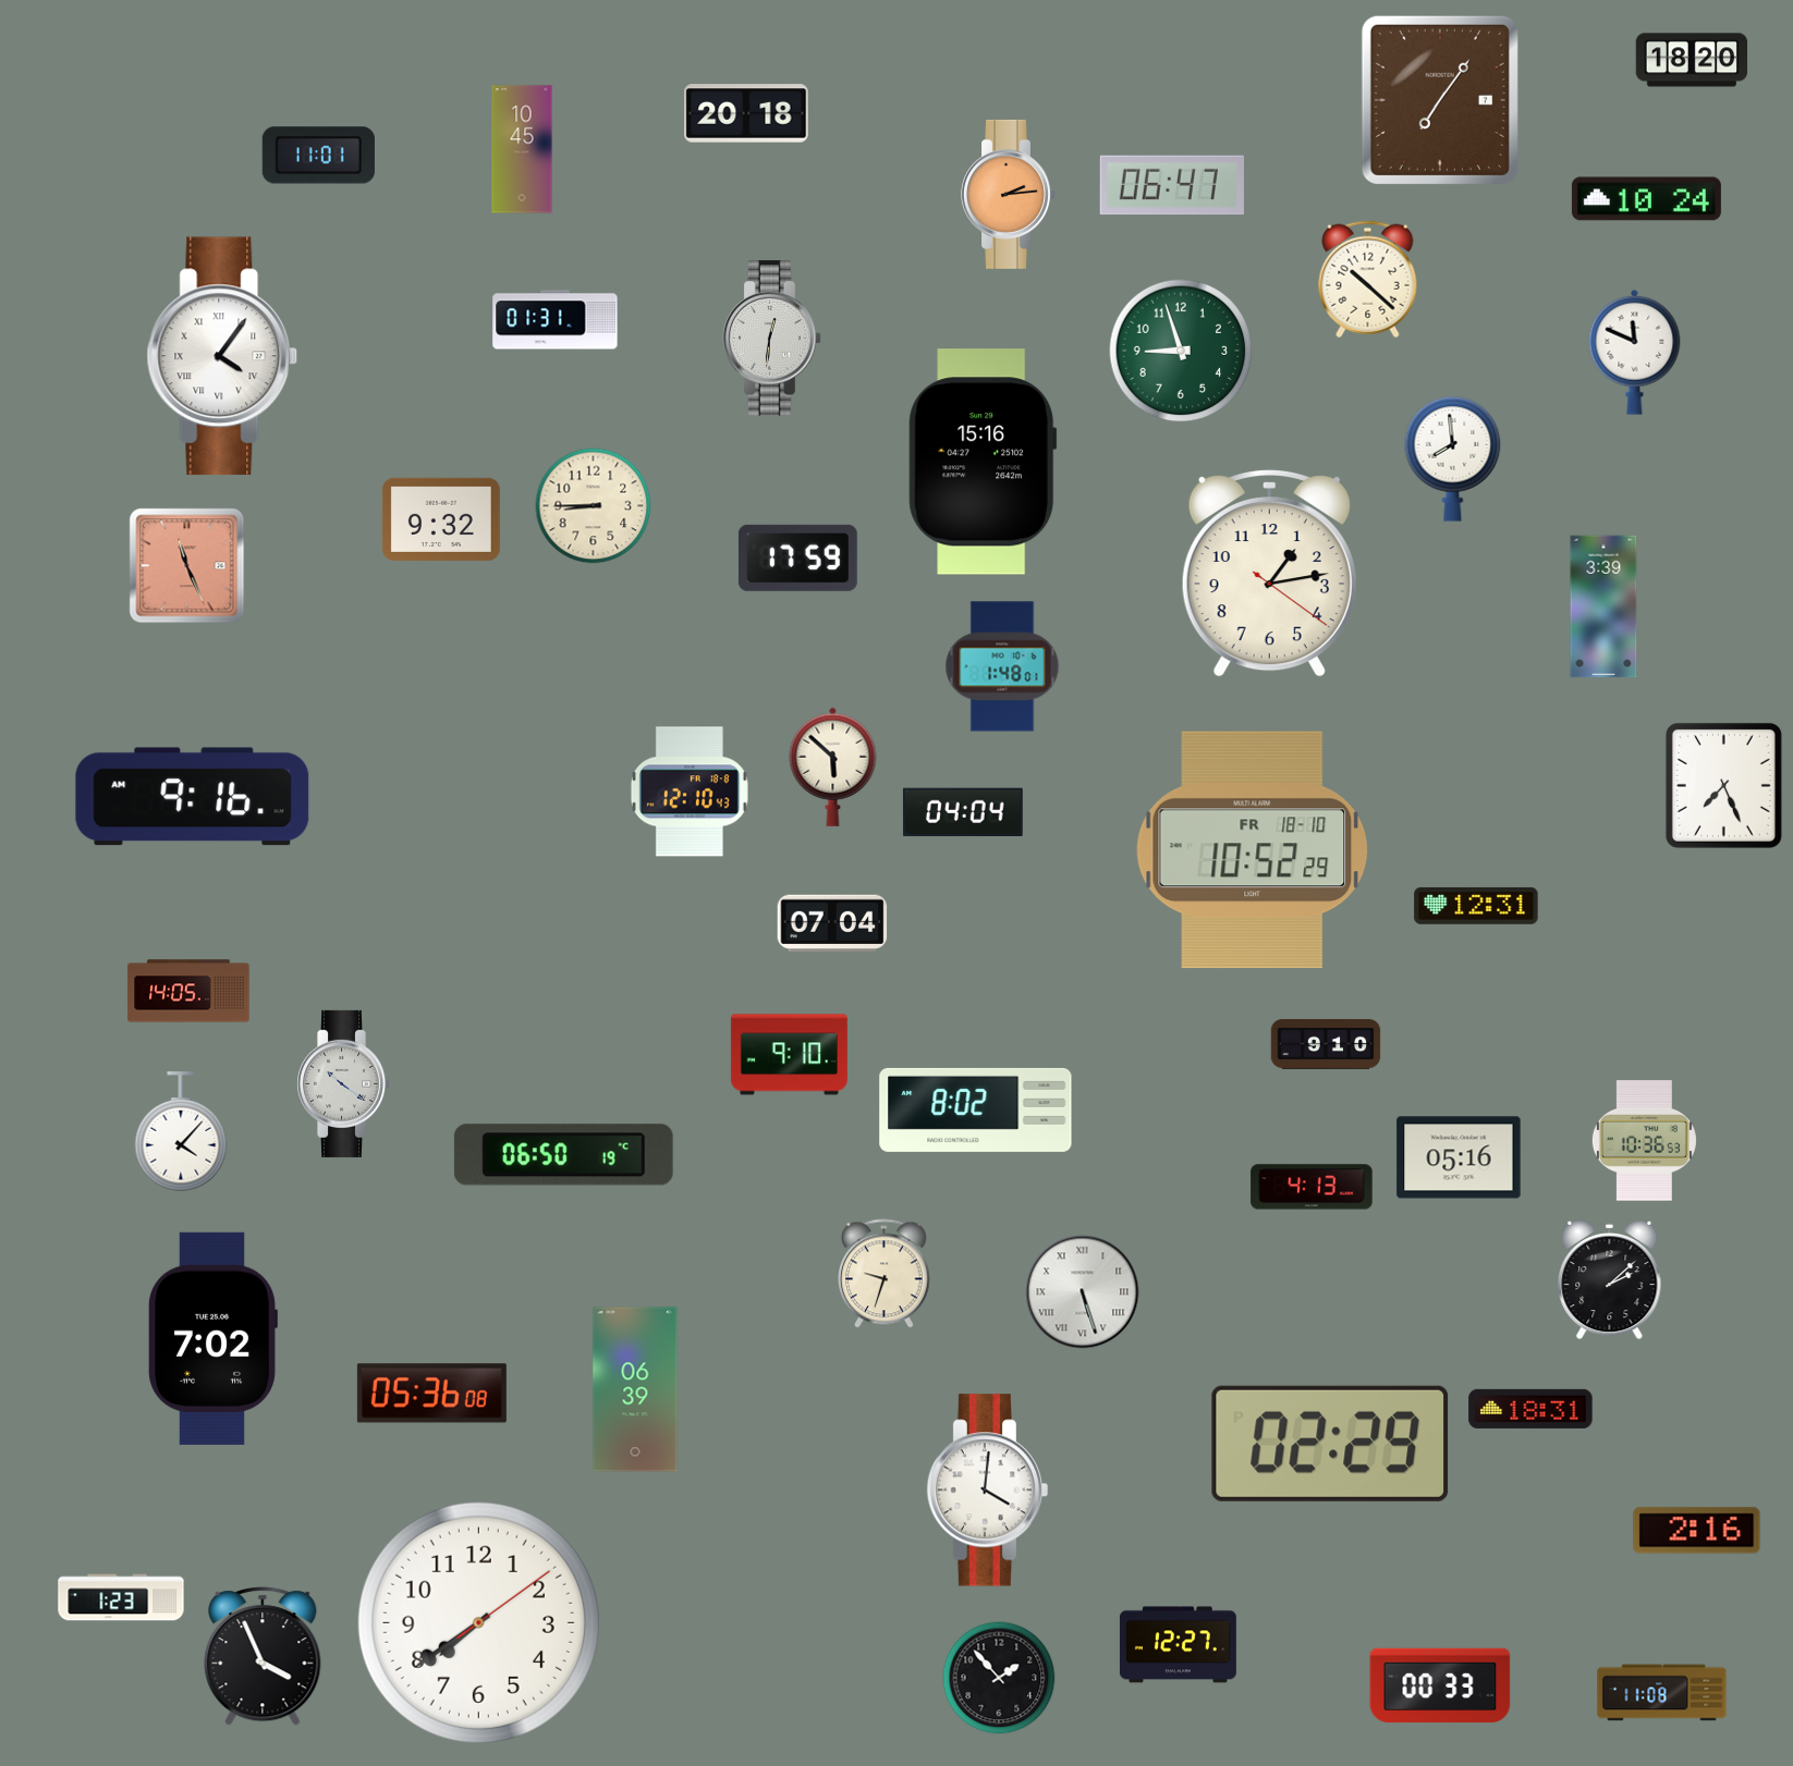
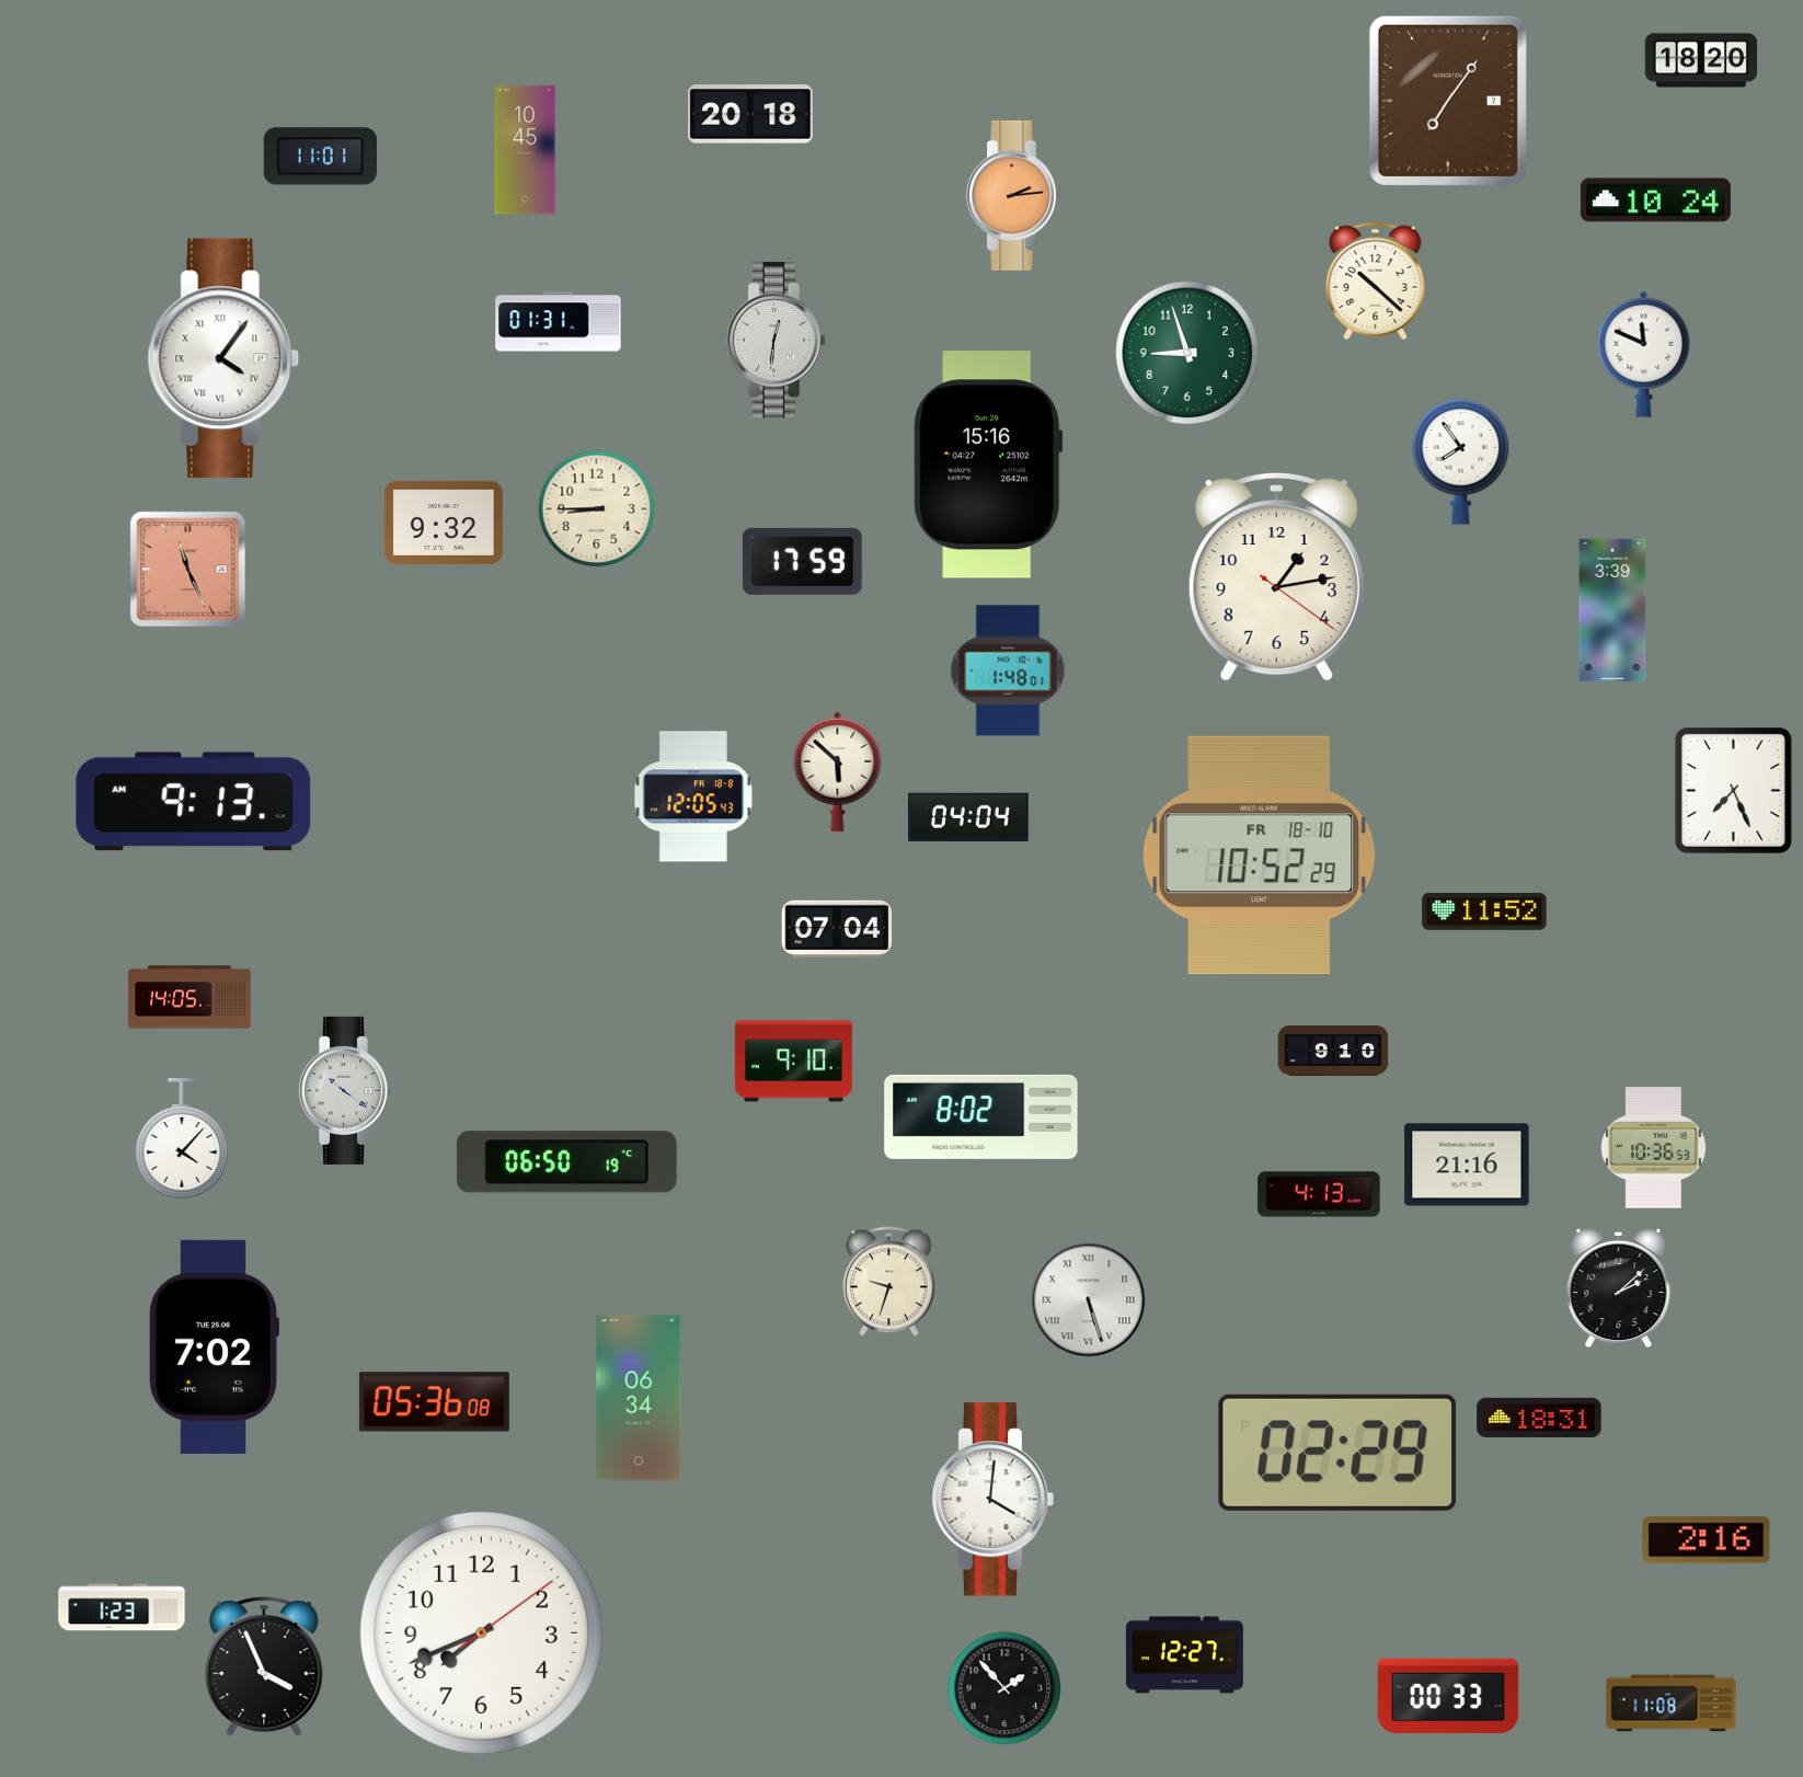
clock at (1172, 185): 06:47 -> none
clock at (1453, 459): 7:59 -> 7:54
clock at (690, 792): 12:10 -> 12:05
clock at (193, 797): 9:16 -> 9:13
clock at (1476, 906): 12:31 -> 11:52
clock at (1459, 1157): 05:16 -> 21:16
clock at (635, 1389): 06:39 -> 06:34
clock at (478, 1622): 7:39 -> 7:41
